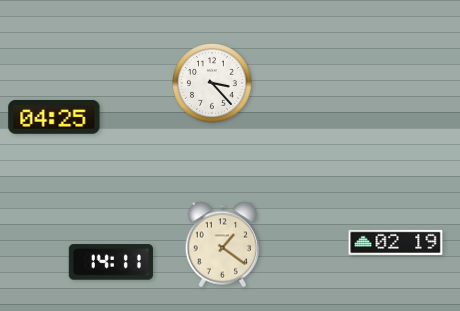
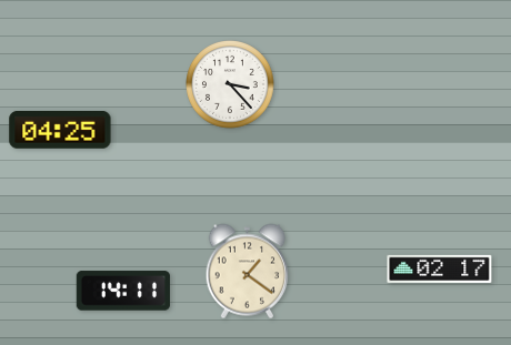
clock at (212, 83) position: (212, 83) -> (230, 84)
clock at (396, 242): 02:19 -> 02:17
